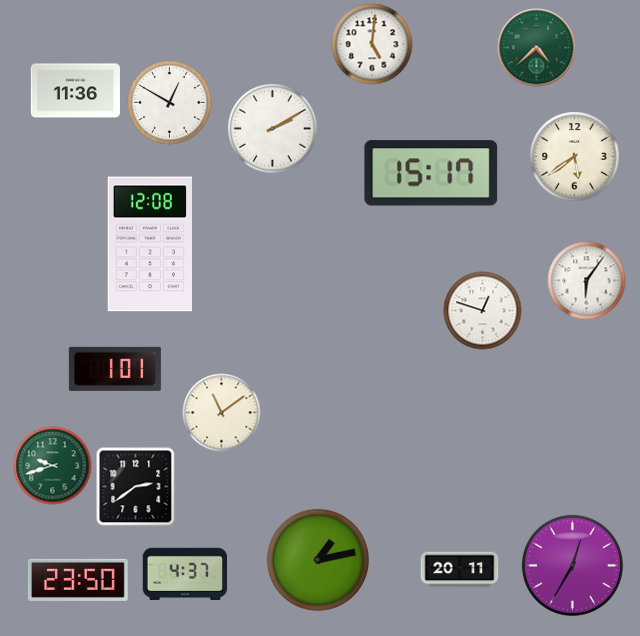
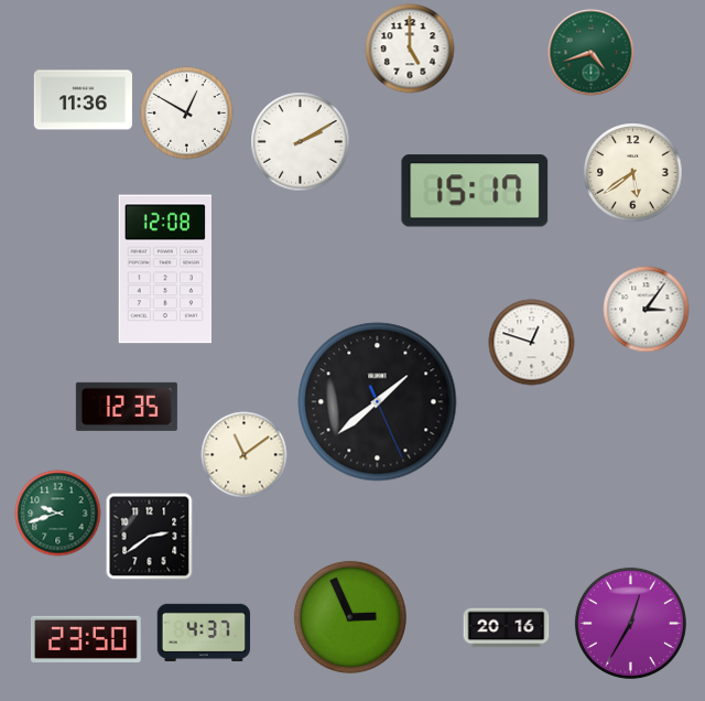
clock at (372, 44): 5:01 -> 5:00
clock at (536, 47): 4:38 -> 4:42
clock at (586, 280): 6:06 -> 3:06
clock at (378, 402): none -> 1:38
clock at (115, 369): 1:01 -> 12:35
clock at (318, 560): 1:13 -> 2:56
clock at (459, 570): 20:11 -> 20:16
